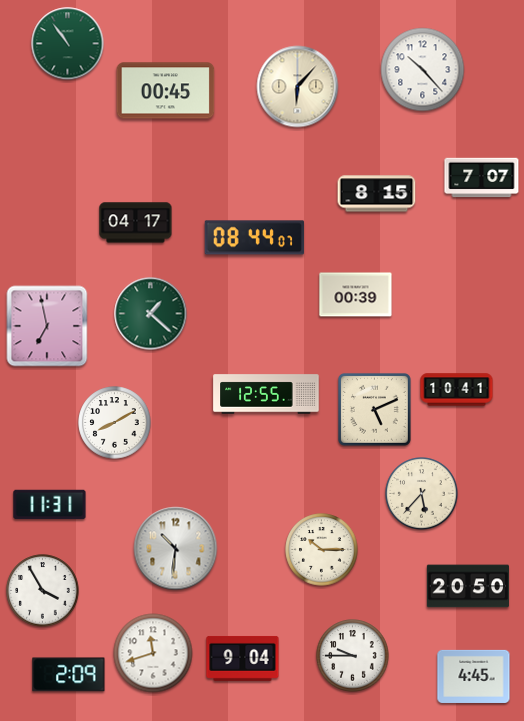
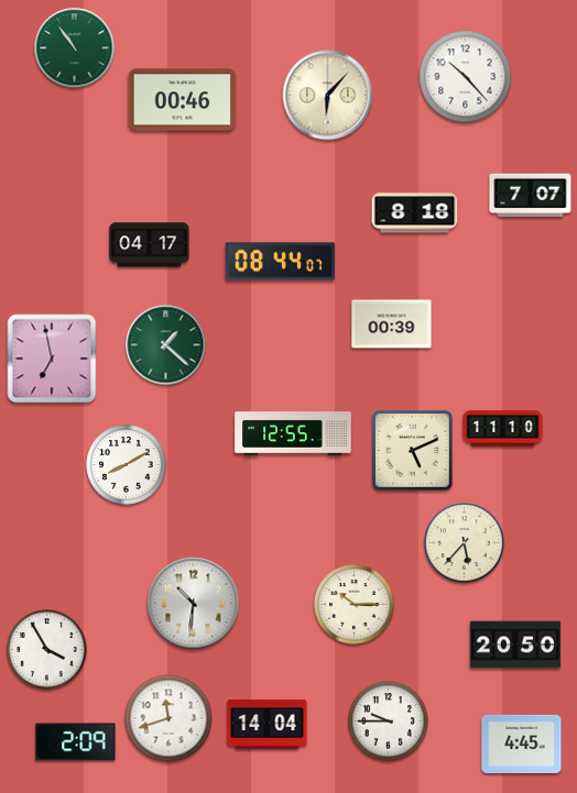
clock at (166, 91): 00:45 -> 00:46
clock at (377, 194): 8:15 -> 8:18
clock at (457, 390): 10:41 -> 11:10
clock at (50, 505): 11:31 -> none
clock at (243, 658): 9:04 -> 14:04
